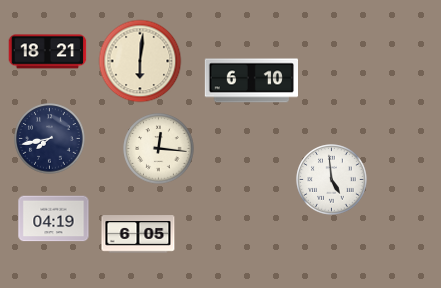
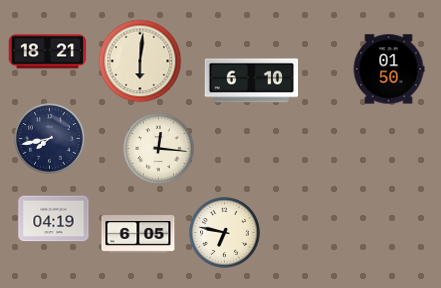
clock at (389, 69): none -> 01:50
clock at (332, 180): 4:59 -> none
clock at (225, 233): none -> 6:47
